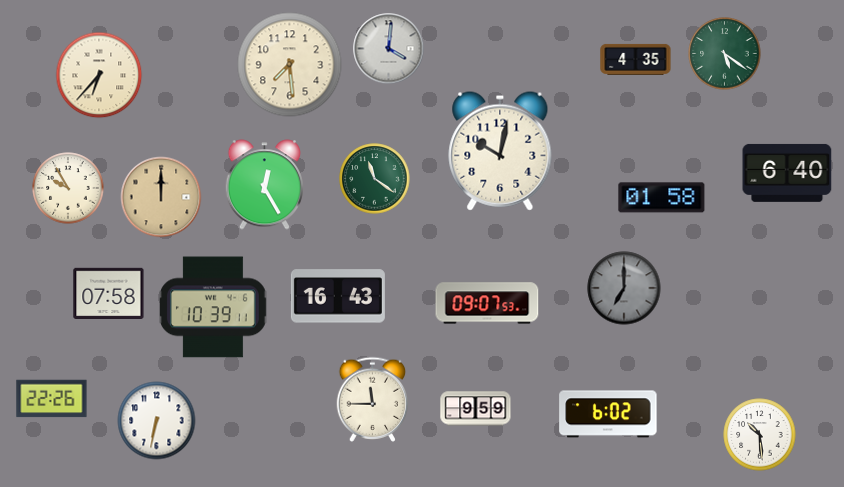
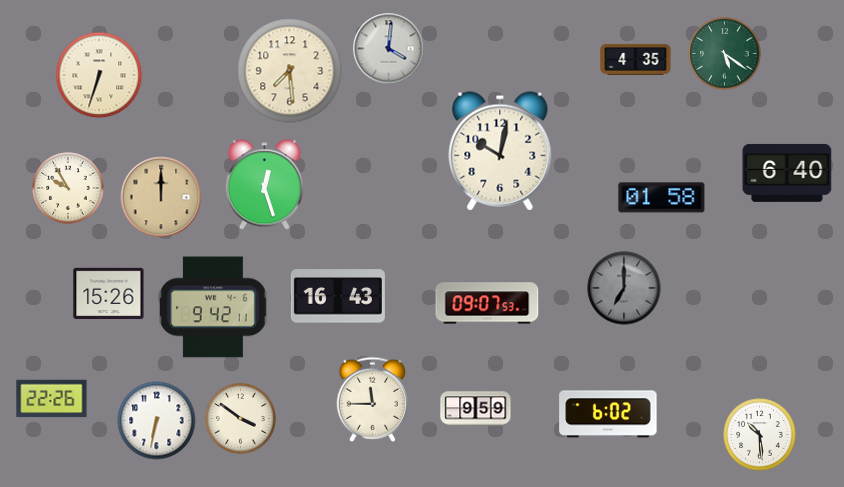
clock at (290, 65) position: (290, 65) -> (290, 71)
clock at (99, 75): 6:37 -> 6:33
clock at (375, 179): 11:21 -> none
clock at (264, 185): 12:25 -> 12:27
clock at (109, 293): 07:58 -> 15:26
clock at (214, 307): 10:39 -> 9:42
clock at (241, 419): none -> 3:51
